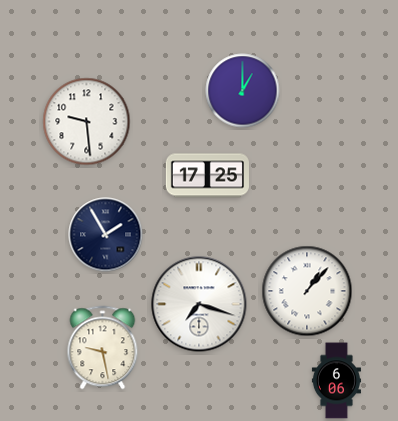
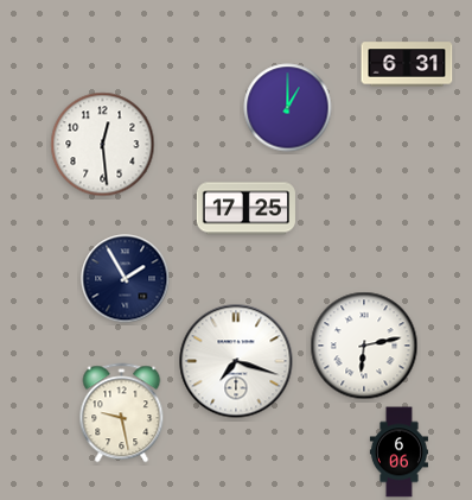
clock at (407, 64): none -> 6:31
clock at (87, 122): 9:29 -> 12:29
clock at (307, 291): 1:07 -> 6:13
